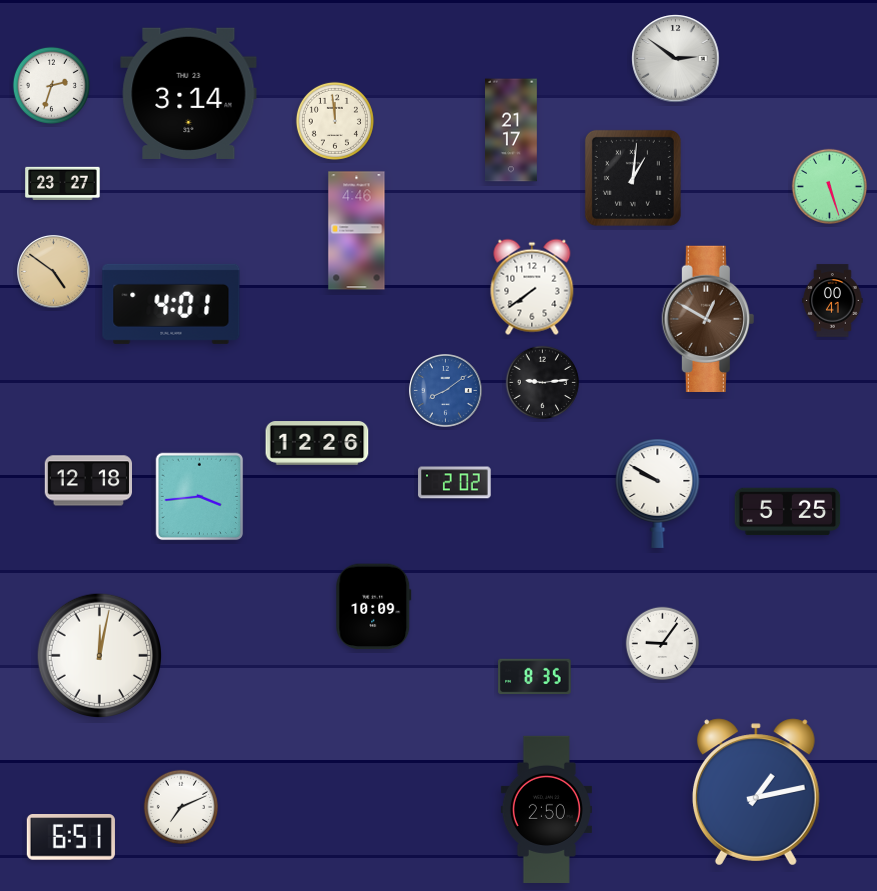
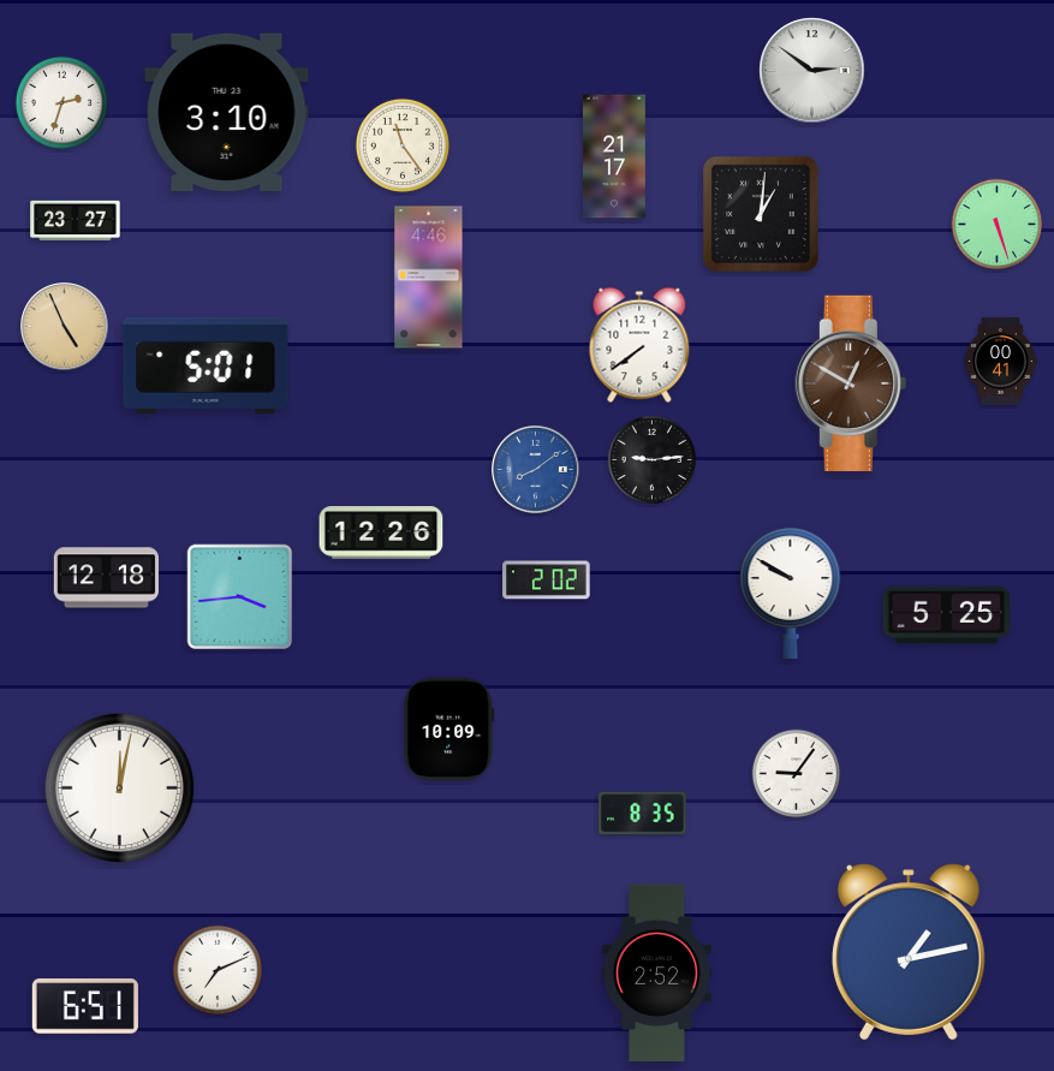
clock at (189, 93): 3:14 -> 3:10
clock at (335, 121): 11:59 -> 11:24
clock at (54, 272): 4:51 -> 4:56
clock at (171, 304): 4:01 -> 5:01
clock at (546, 809): 2:50 -> 2:52
